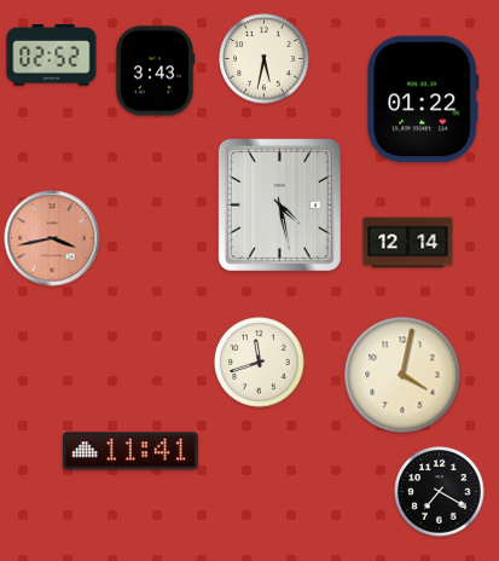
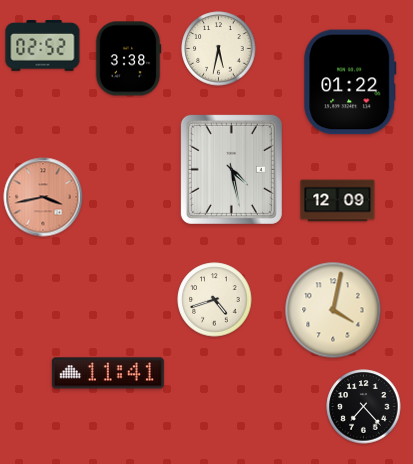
clock at (155, 71): 3:43 -> 3:38
clock at (408, 243): 12:14 -> 12:09
clock at (260, 363): 11:42 -> 4:42
clock at (440, 492): 7:20 -> 7:23
